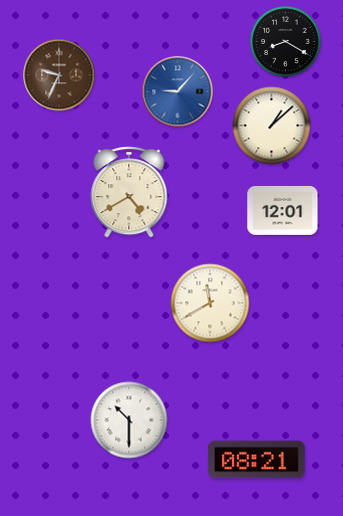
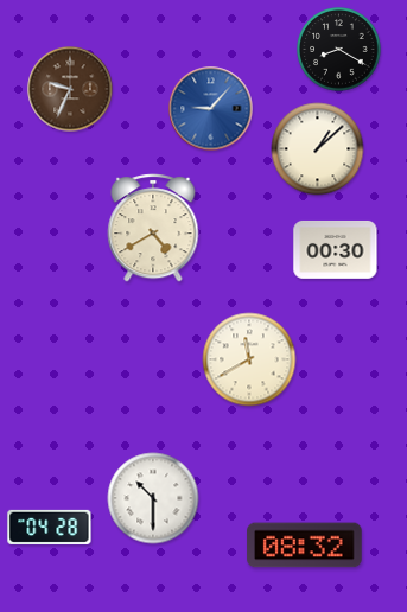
clock at (272, 126) position: (272, 126) -> (318, 149)
clock at (283, 211): 12:01 -> 00:30
clock at (50, 527): none -> 04:28
clock at (257, 460): 08:21 -> 08:32
